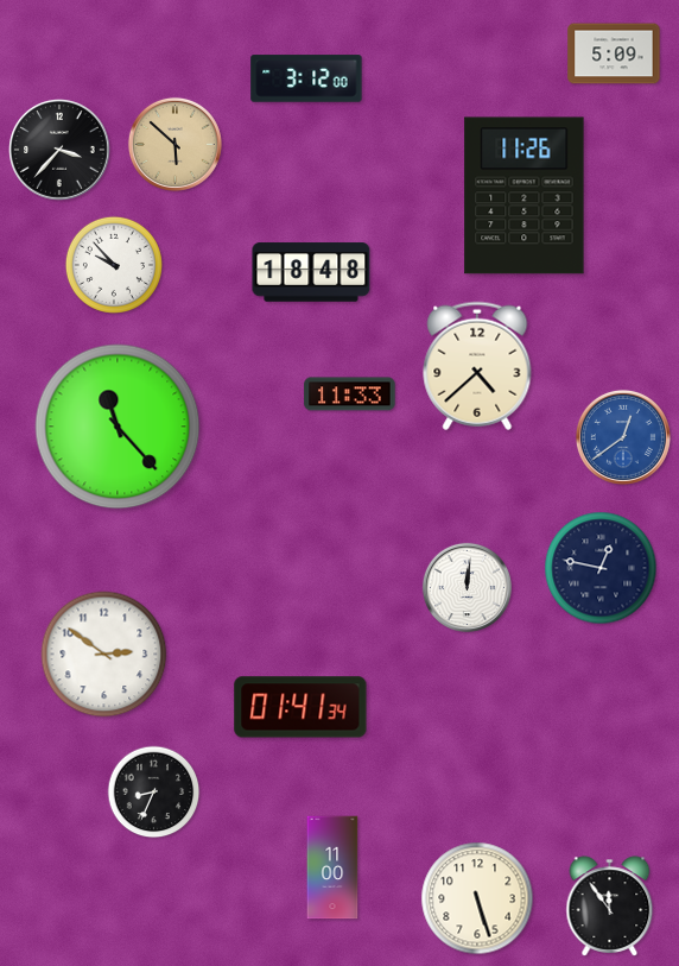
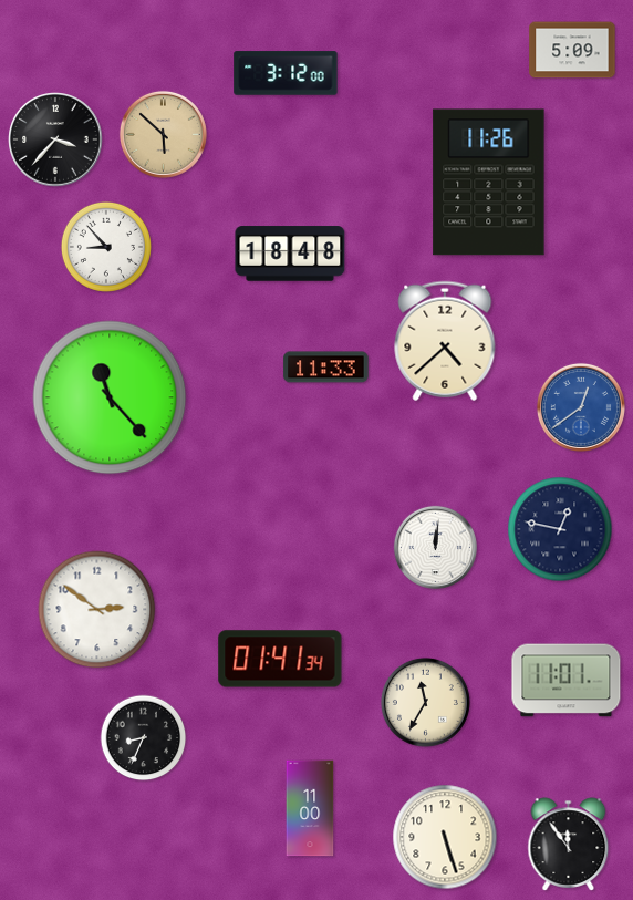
clock at (114, 265): 9:53 -> 8:53
clock at (567, 681): none -> 11:01
clock at (425, 702): none -> 11:35
